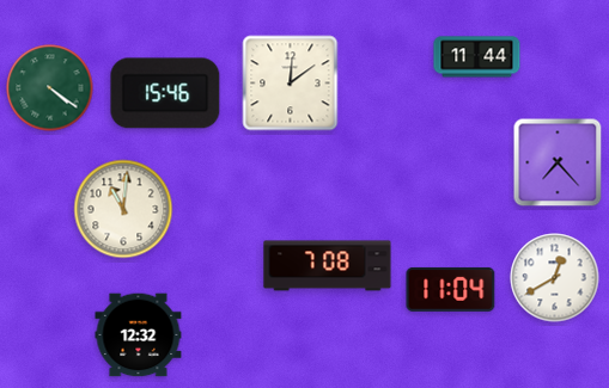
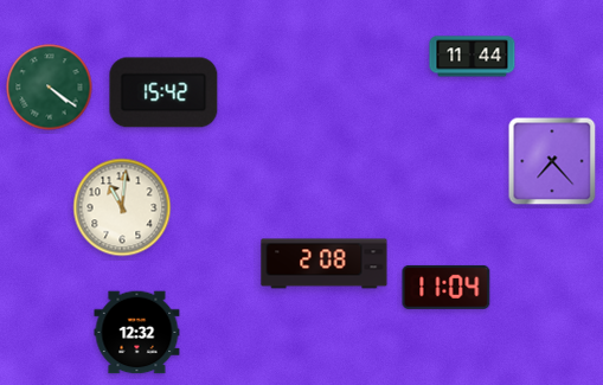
clock at (291, 84): 12:09 -> none
clock at (165, 93): 15:46 -> 15:42
clock at (328, 266): 7:08 -> 2:08
clock at (555, 278): 12:40 -> none
